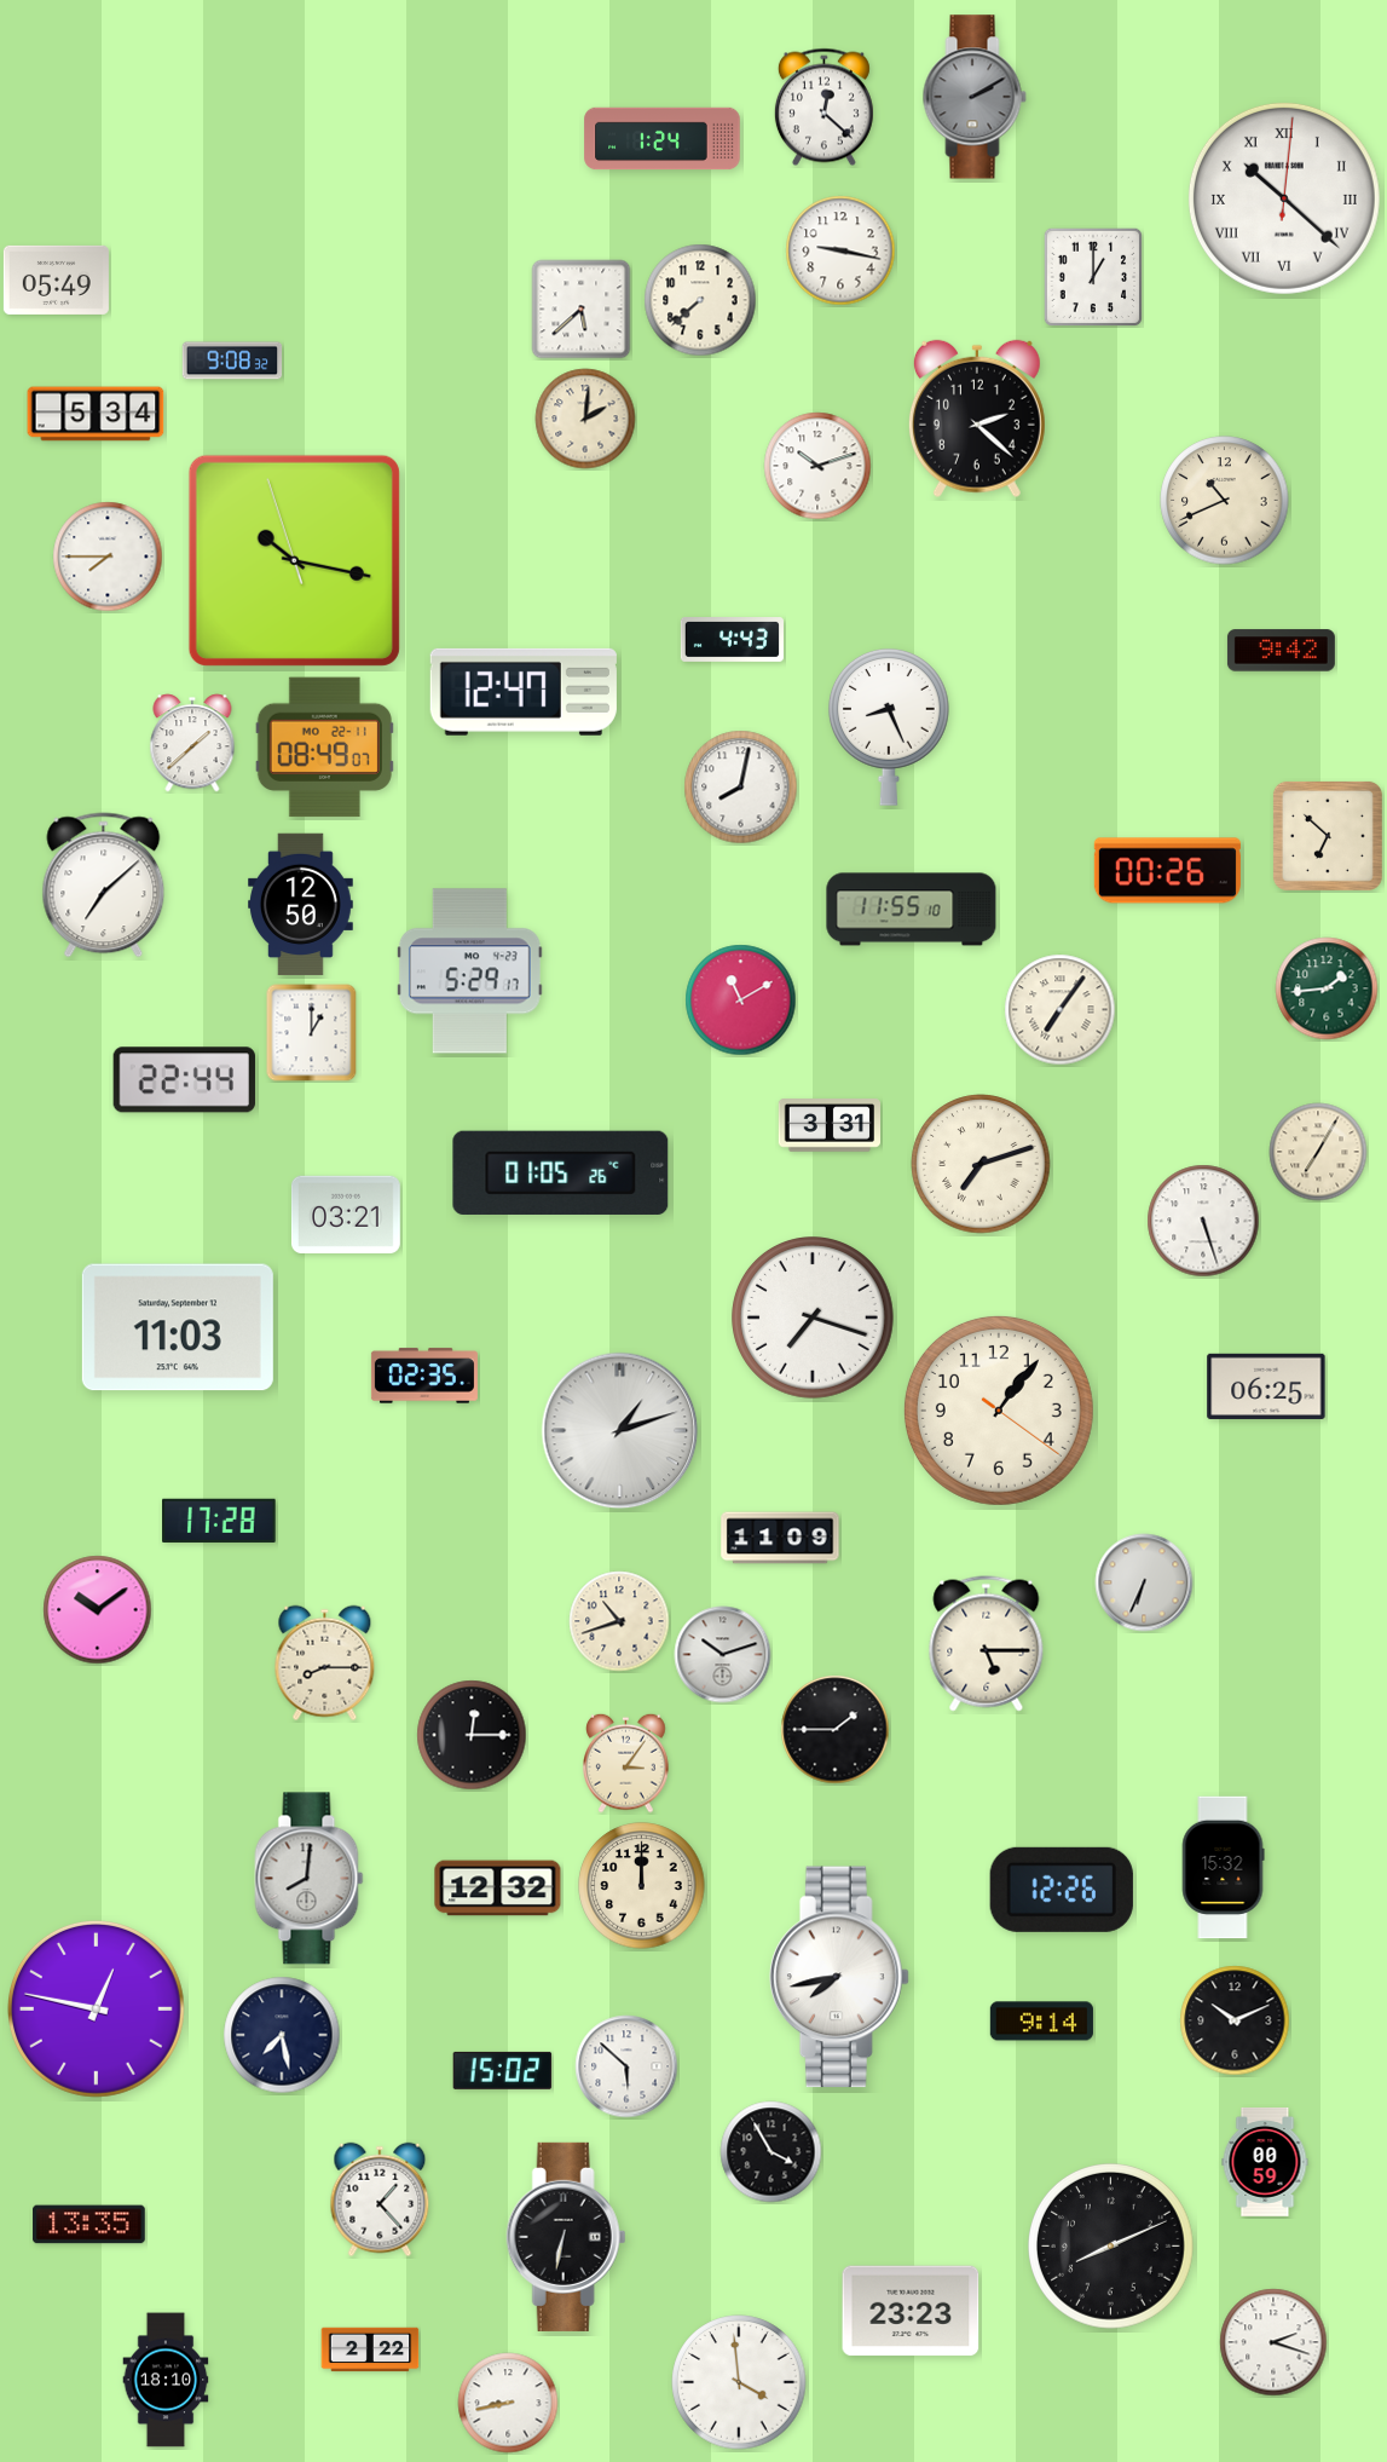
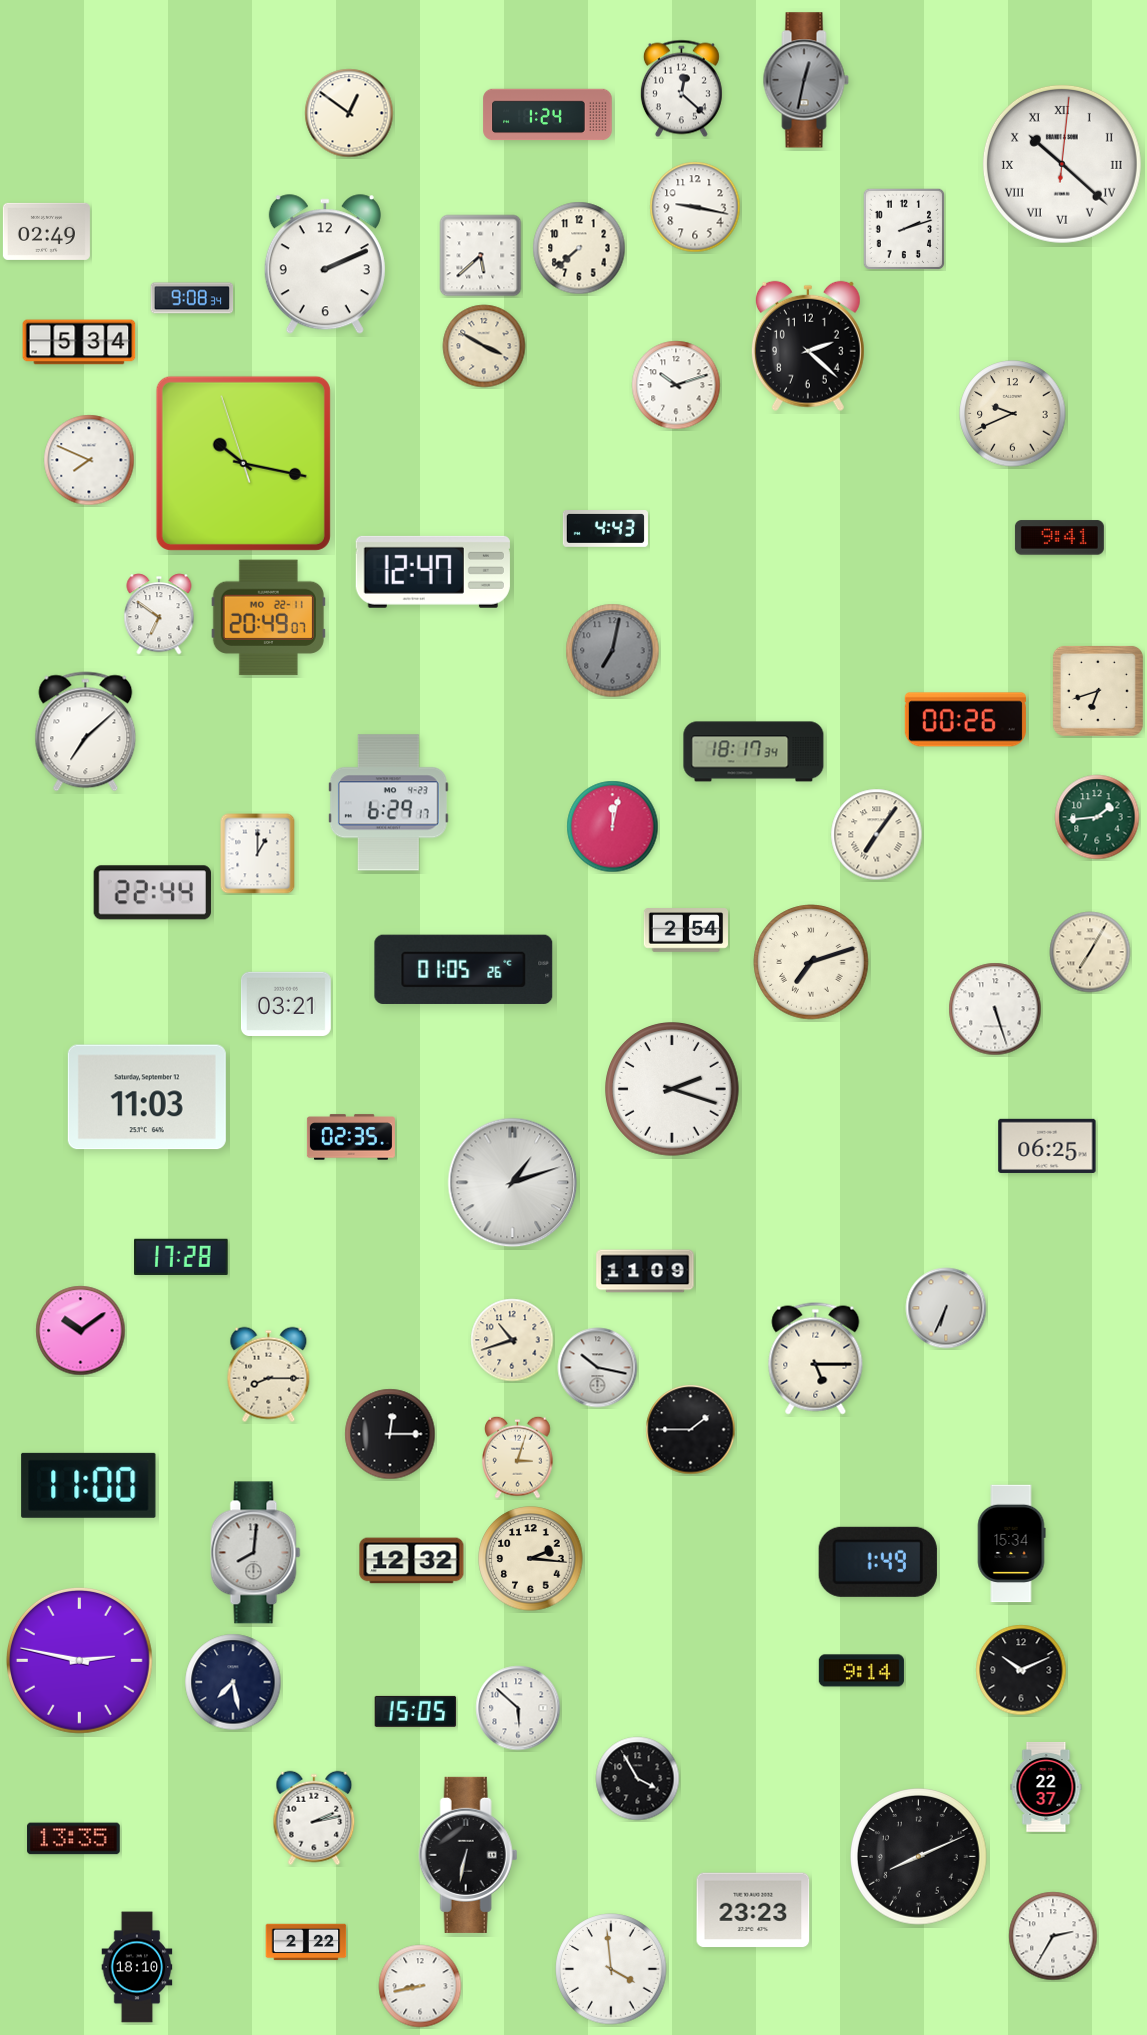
clock at (975, 97): 2:10 -> 12:32
clock at (349, 113): none -> 12:51
clock at (1093, 277): 1:00 -> 2:12
clock at (56, 279): 05:49 -> 02:49
clock at (325, 265): none -> 2:11
clock at (232, 361): 9:08:32 -> 9:08:34
clock at (585, 419): 2:01 -> 3:50
clock at (1225, 501): 10:41 -> 9:41
clock at (108, 557): 7:45 -> 7:49
clock at (1281, 651): 9:42 -> 9:41
clock at (890, 727): 8:26 -> none
clock at (192, 743): 1:38 -> 6:51
clock at (324, 748): 08:49 -> 20:49
clock at (741, 788): 8:02 -> 7:02
clock at (741, 788) dial: white -> grey
clock at (1328, 836): 6:52 -> 6:42
clock at (301, 905): 12:50 -> none
clock at (912, 910): 11:55 -> 18:17
clock at (469, 971): 5:29 -> 6:29
clock at (741, 1001): 11:10 -> 12:02
clock at (828, 1125): 3:31 -> 2:54
clock at (814, 1319): 7:18 -> 2:18
clock at (999, 1411): 1:06 -> none
clock at (723, 1655): 10:12 -> 10:17
clock at (626, 1763): 3:06 -> 3:03
clock at (89, 1485): none -> 11:00
clock at (1223, 1868): 15:32 -> 15:34
clock at (642, 1886): 12:00 -> 2:16
clock at (1062, 1890): 12:26 -> 1:49
clock at (839, 1977): 7:43 -> none
clock at (96, 2008): 12:47 -> 2:47
clock at (503, 2070): 15:02 -> 15:05
clock at (1265, 2162): 00:59 -> 22:37
clock at (380, 2199): 1:23 -> 2:13
clock at (566, 2237) position: (566, 2237) -> (468, 1855)
clock at (1273, 2342): 2:18 -> 2:35
